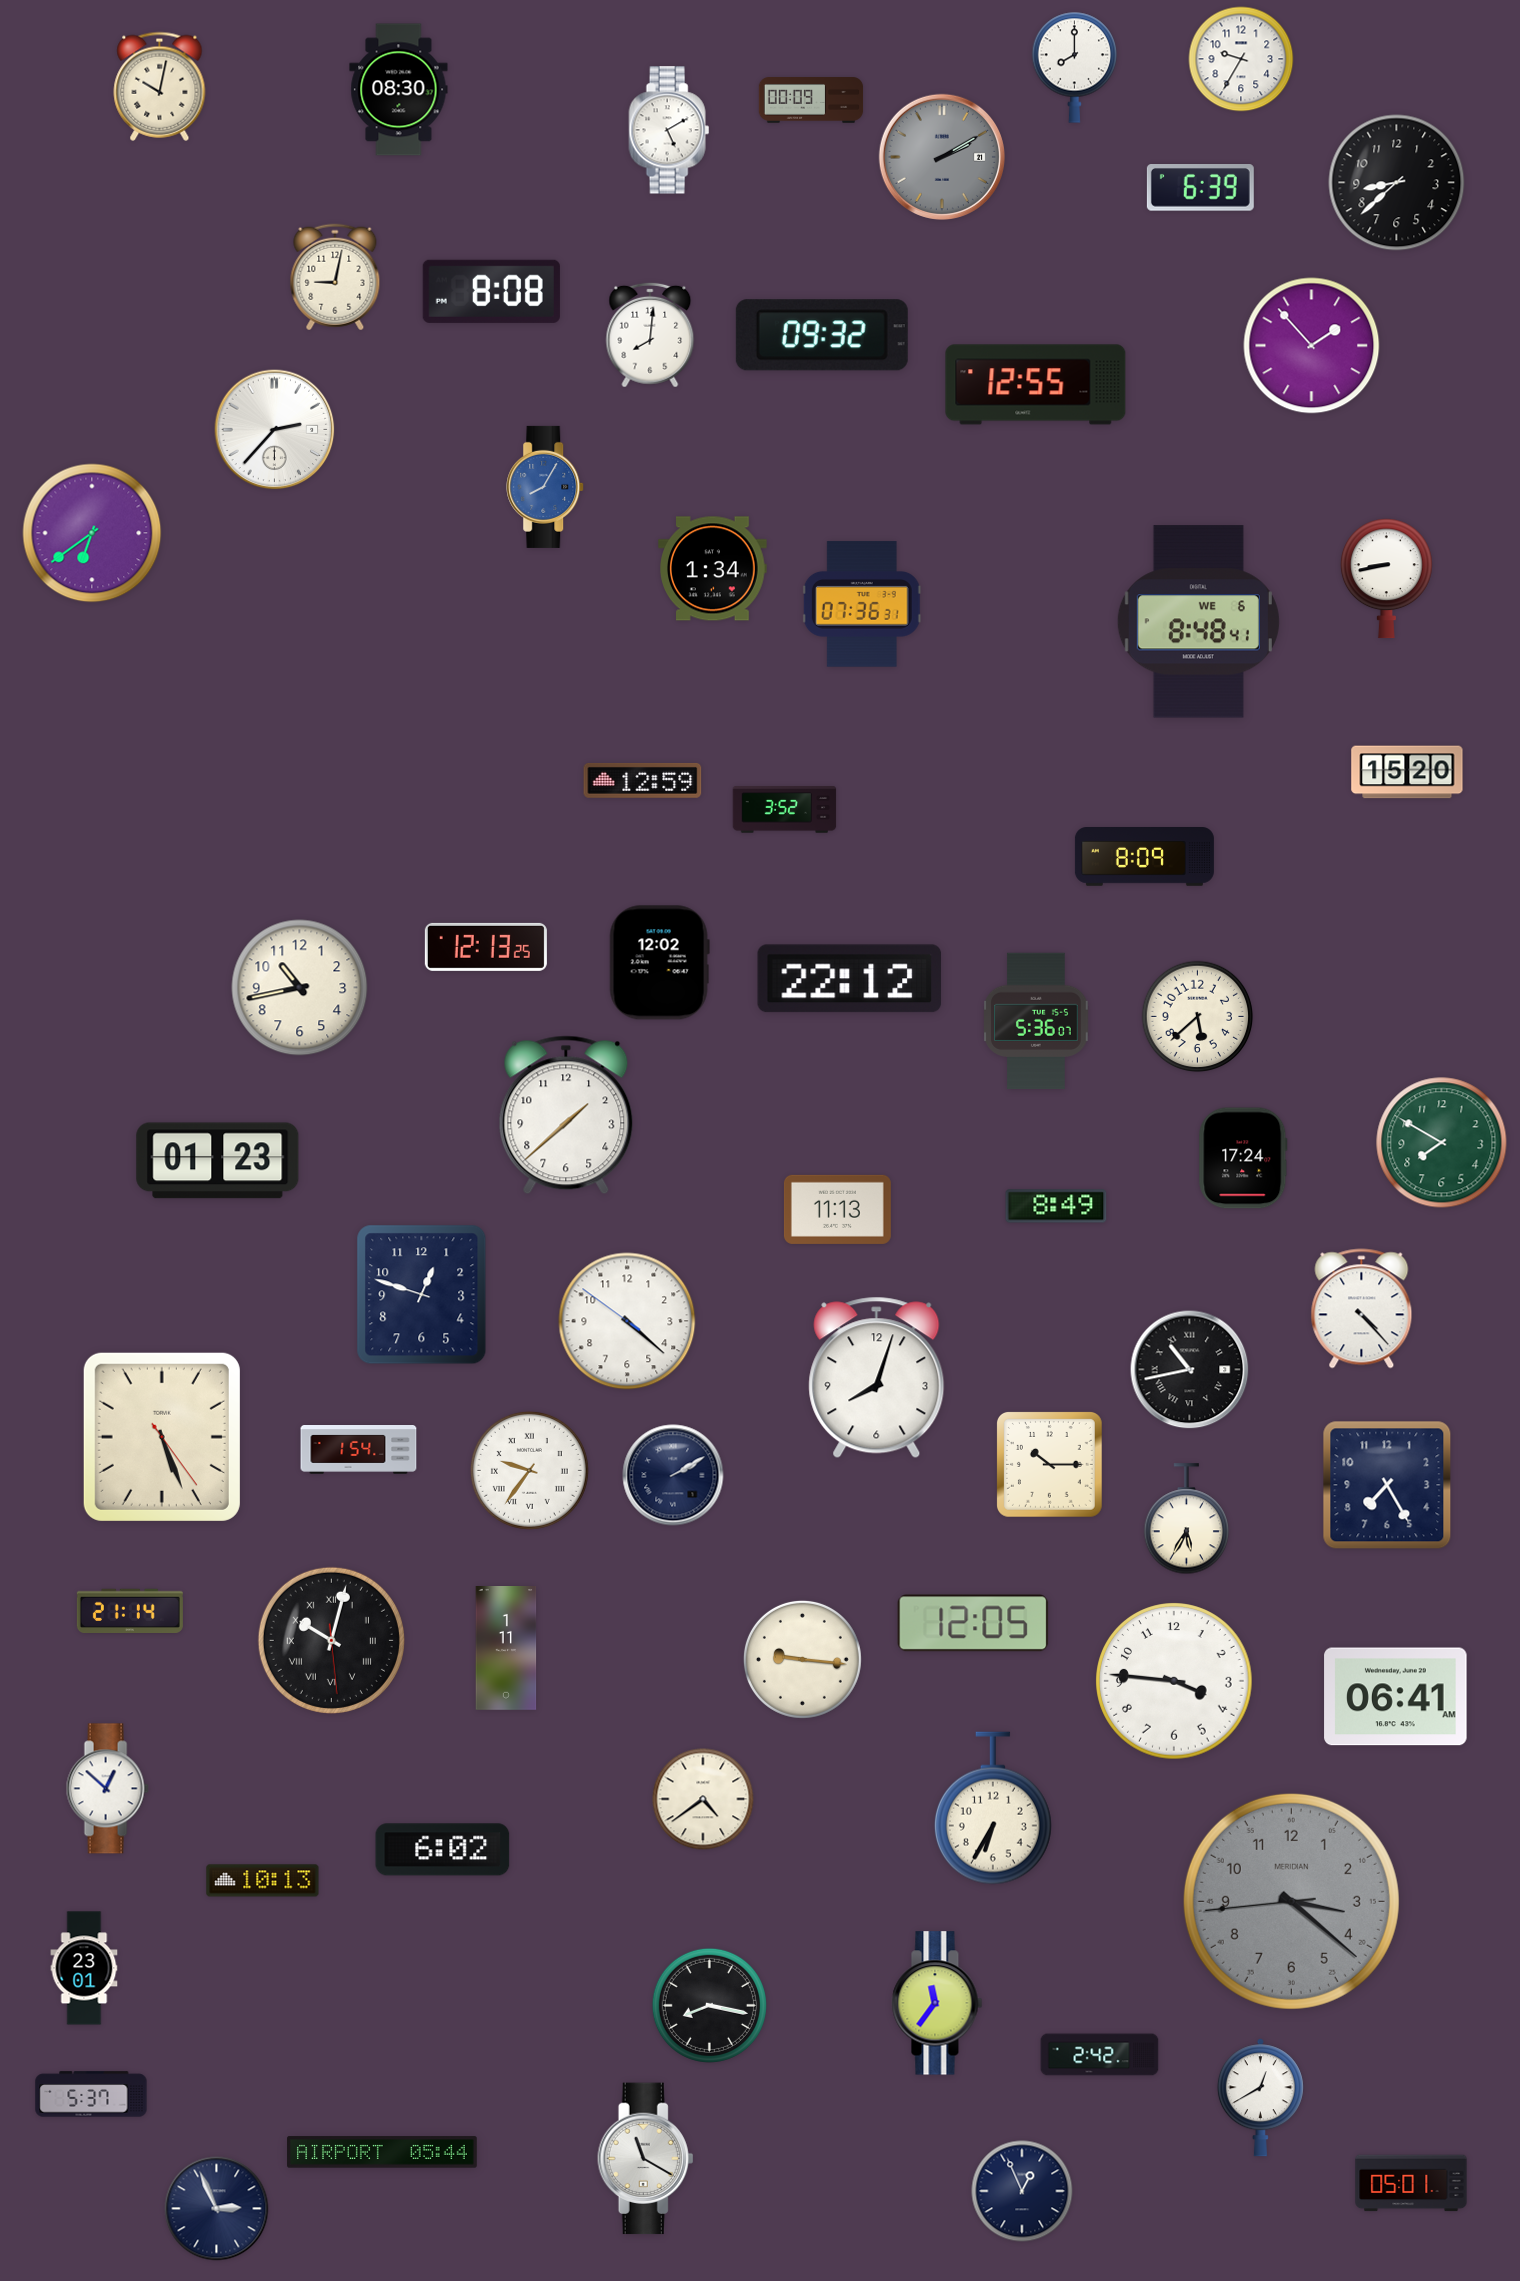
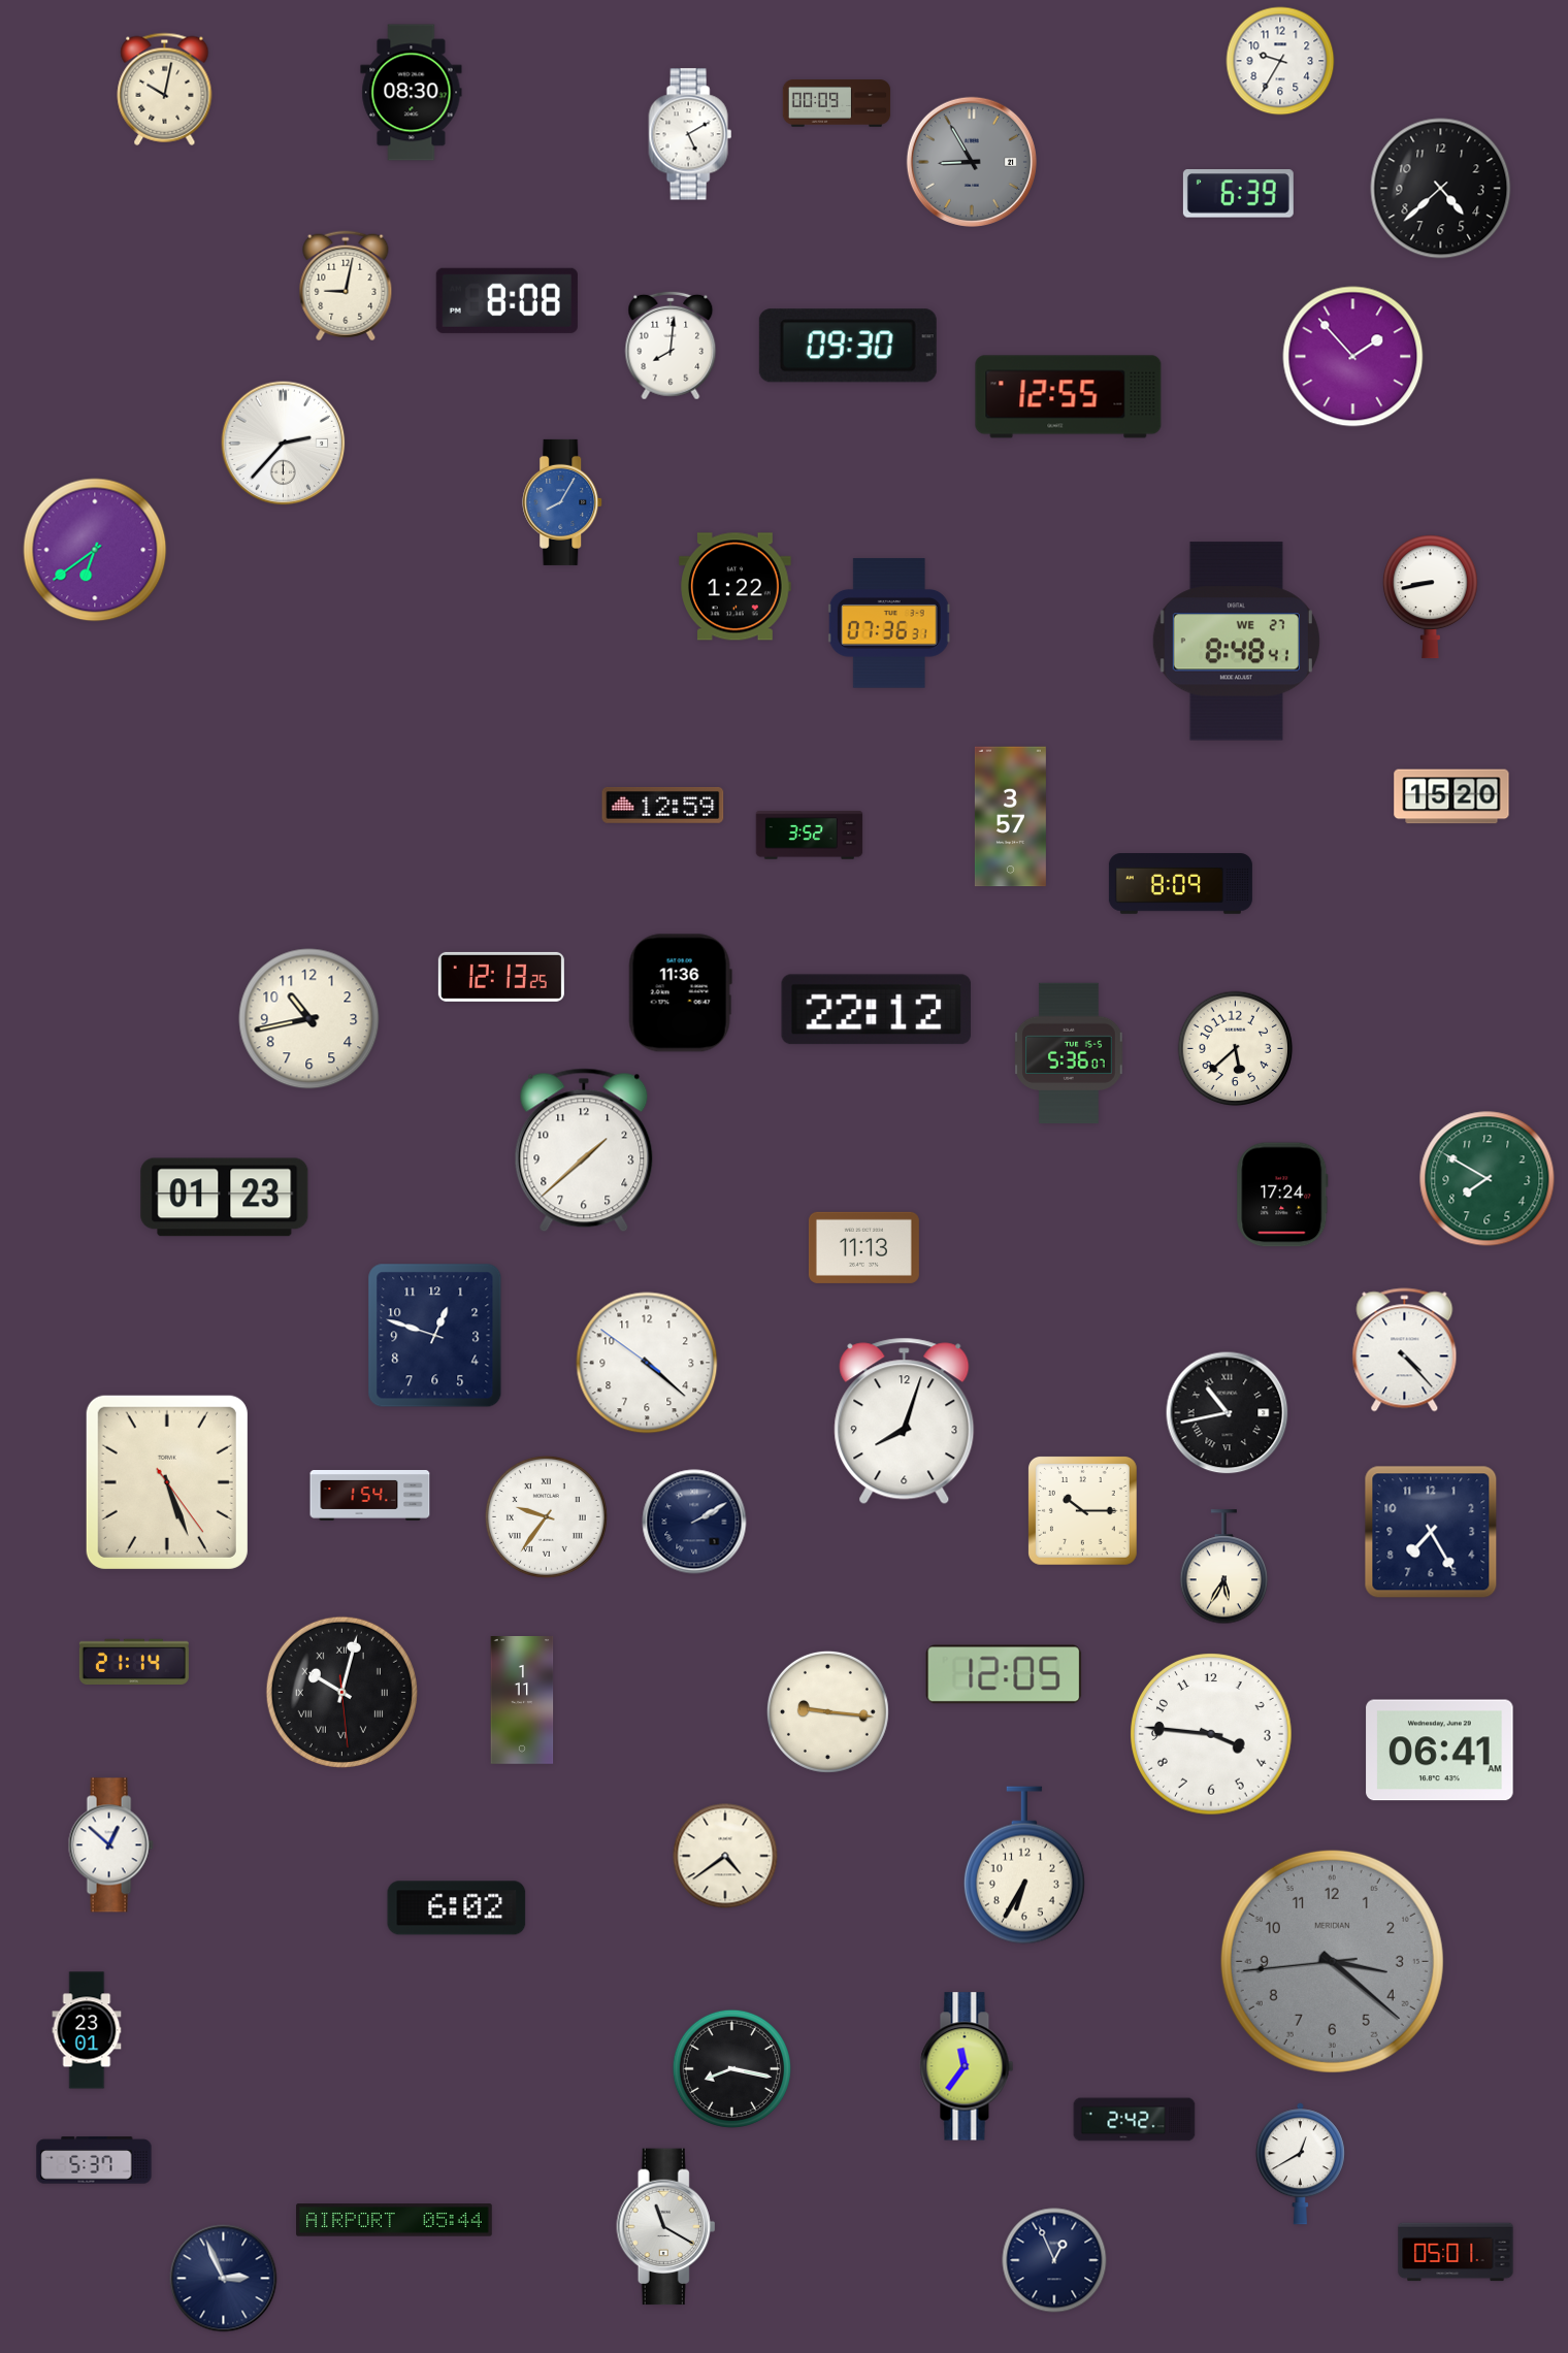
clock at (1074, 67): 8:00 -> none
clock at (942, 157): 2:10 -> 8:55
clock at (1397, 183): 8:38 -> 4:38
clock at (822, 335): 09:32 -> 09:30
clock at (713, 569): 1:34 -> 1:22
clock at (1198, 622) date: WE 6 -> WE 27
clock at (1010, 817): none -> 3:57
clock at (659, 963): 12:02 -> 11:36
clock at (1056, 1206): 8:49 -> none
clock at (263, 1881): 10:13 -> none
